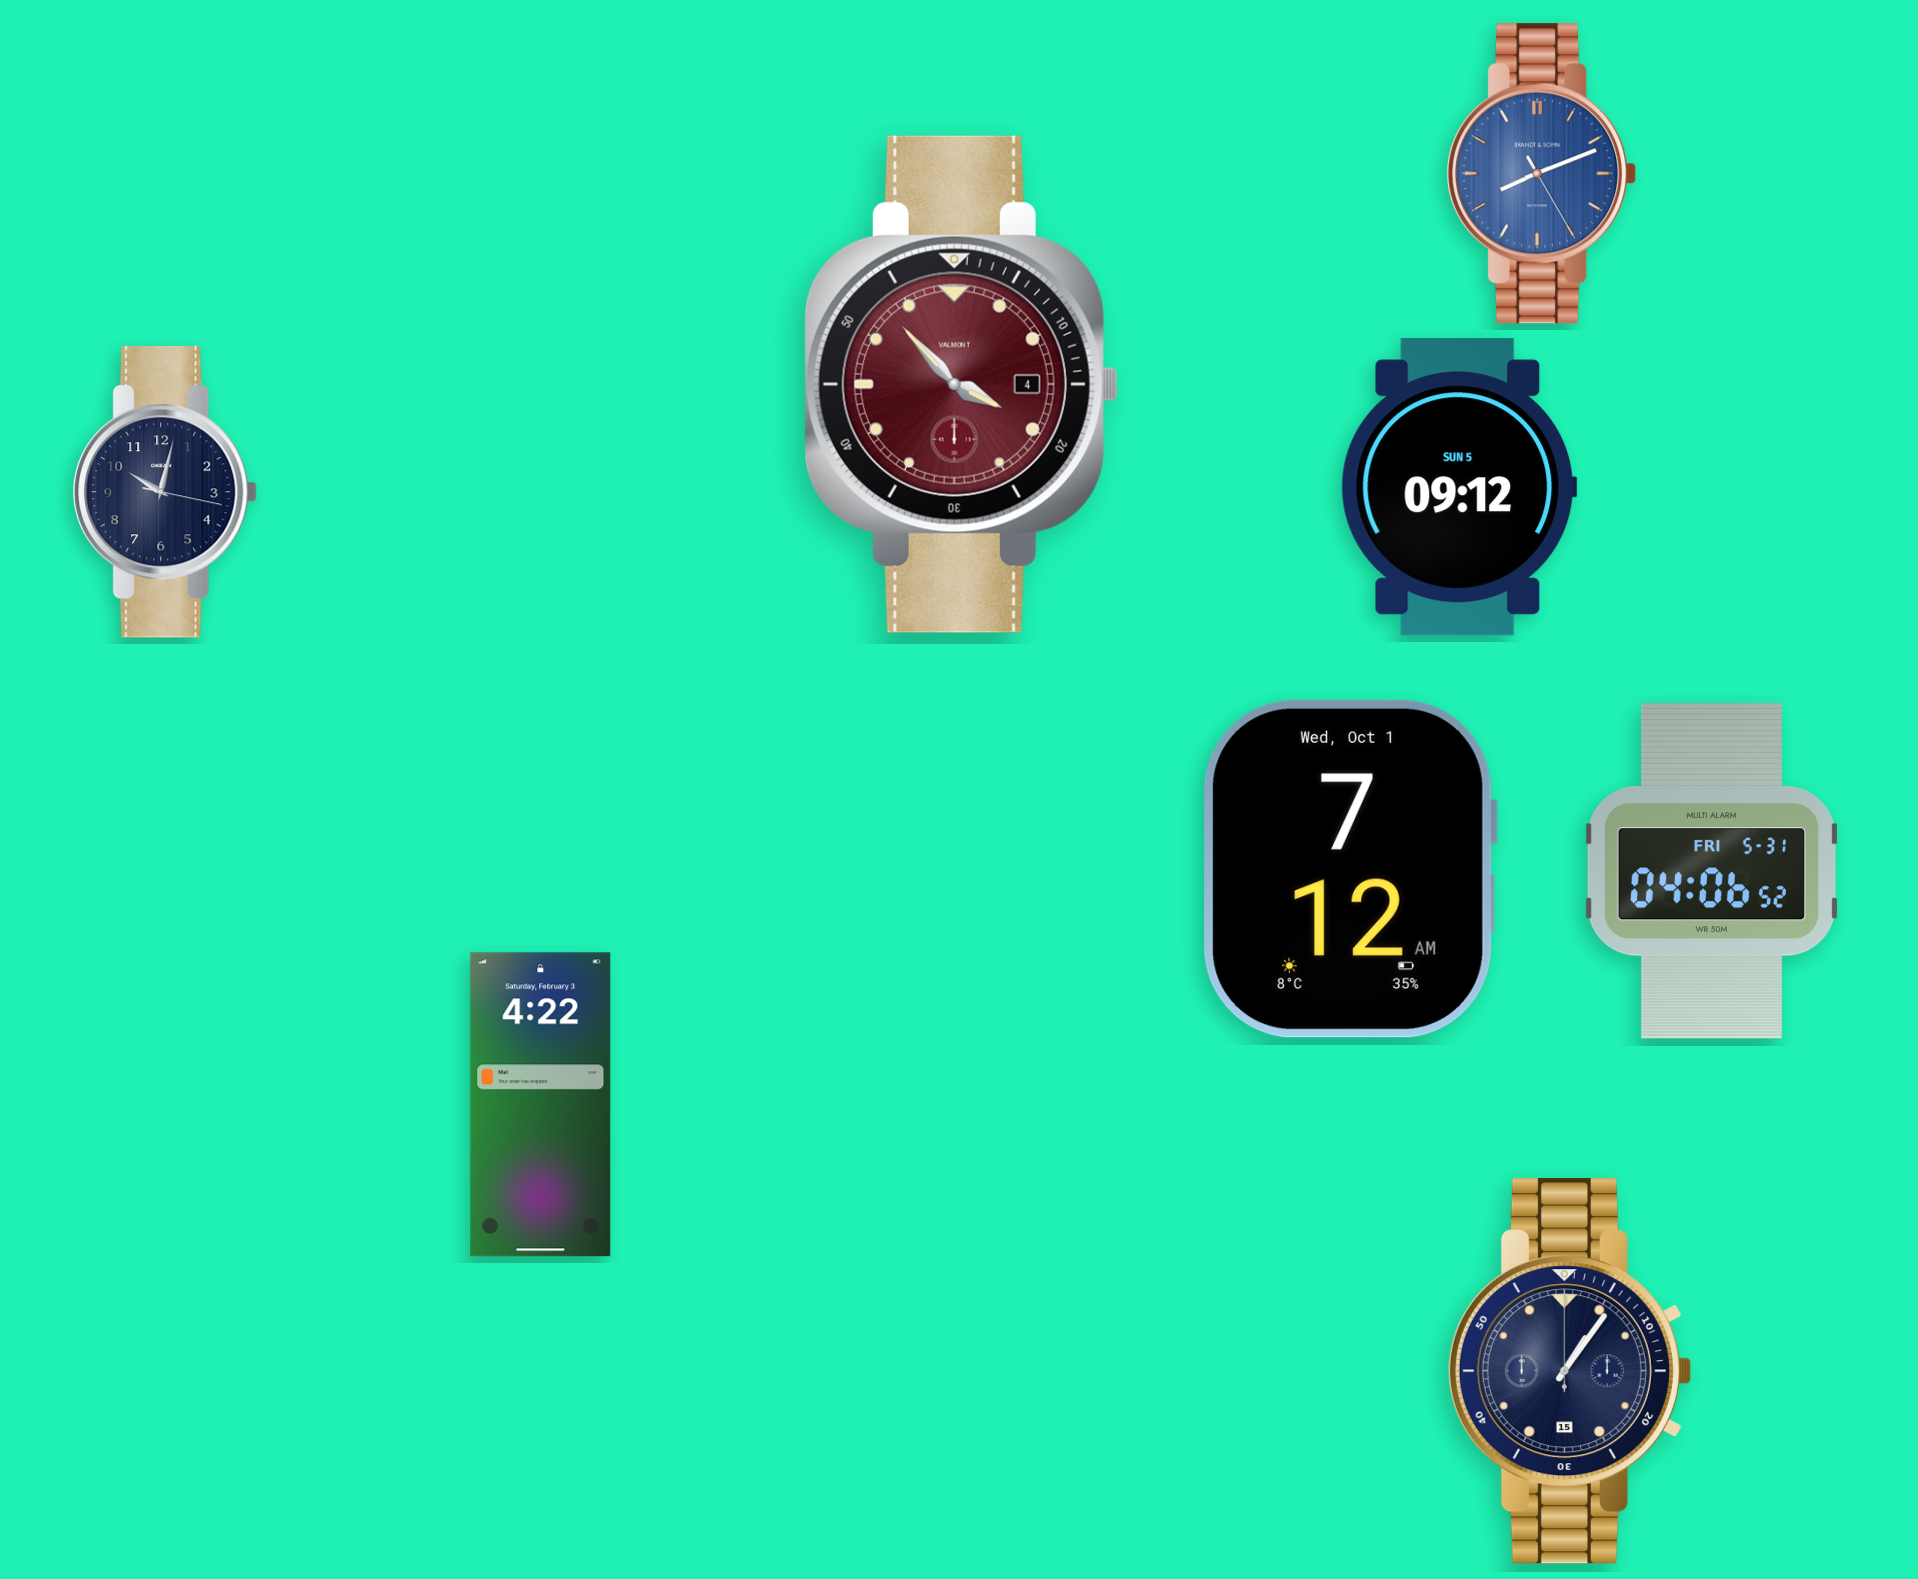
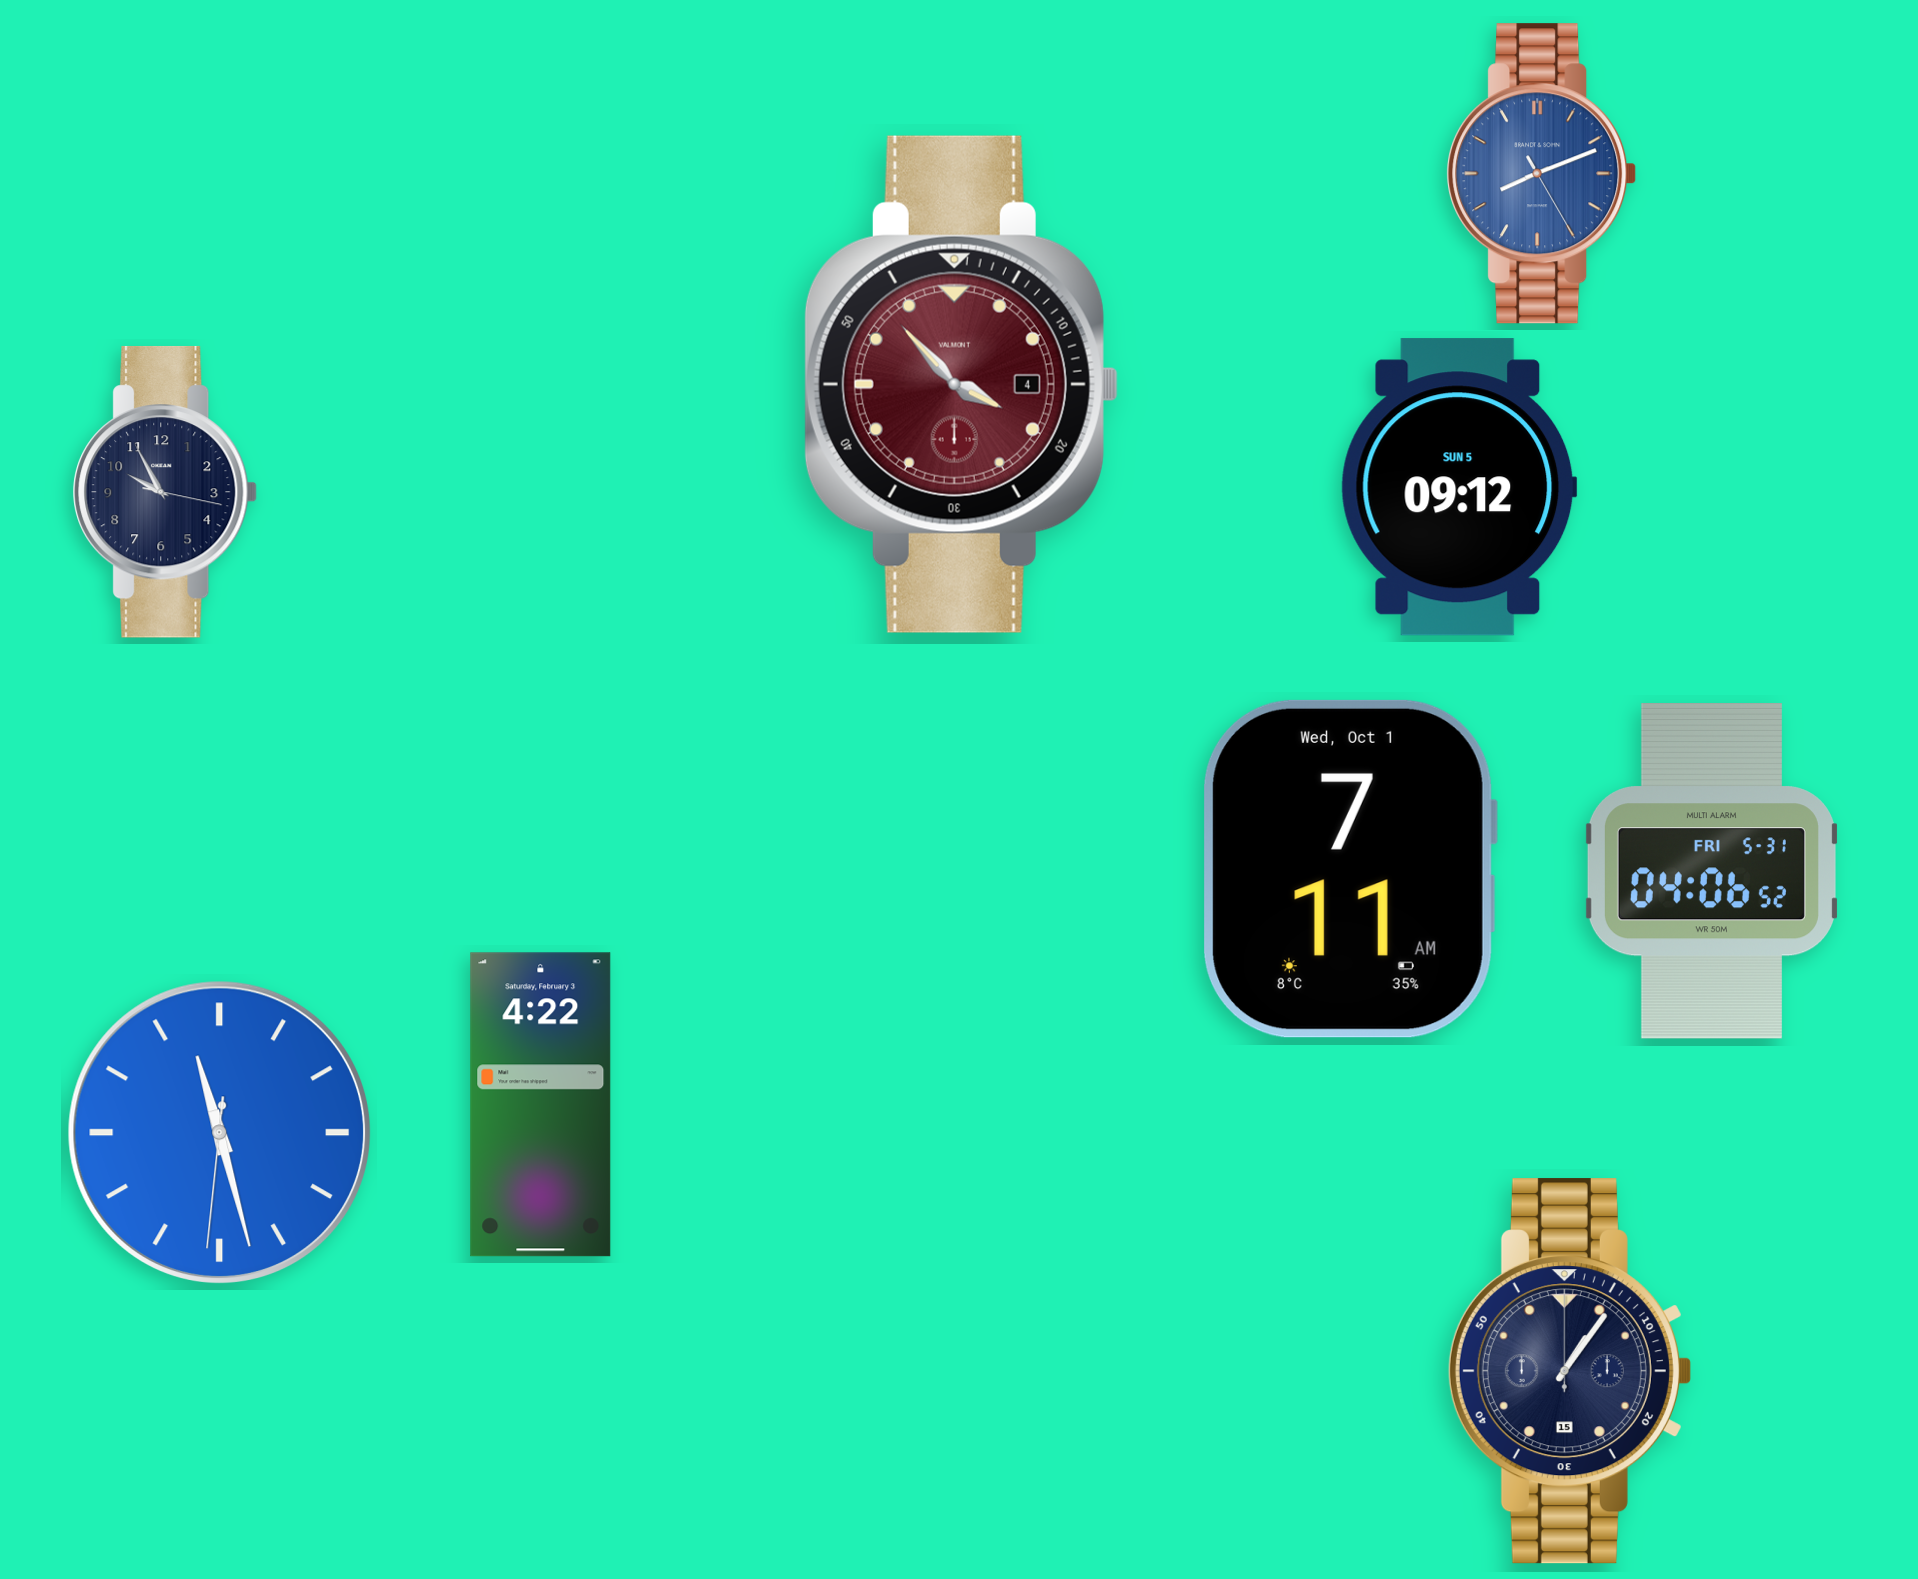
clock at (165, 492): 10:02 -> 9:55
clock at (1350, 869): 7:12 -> 7:11
clock at (219, 1132): none -> 11:27
